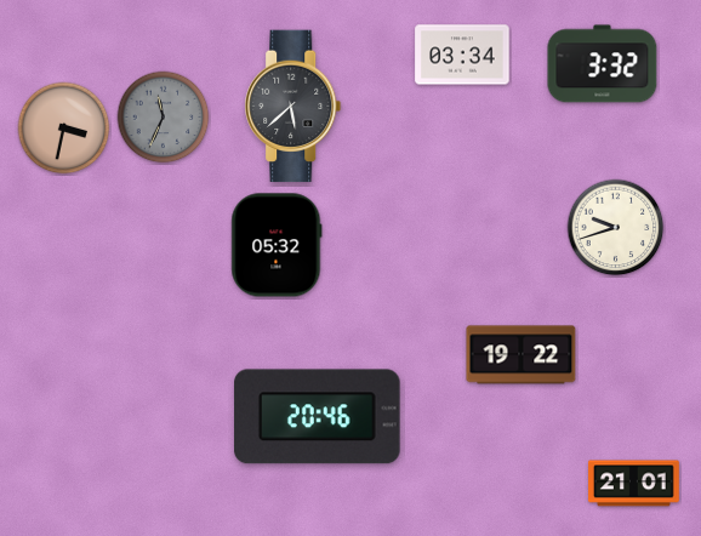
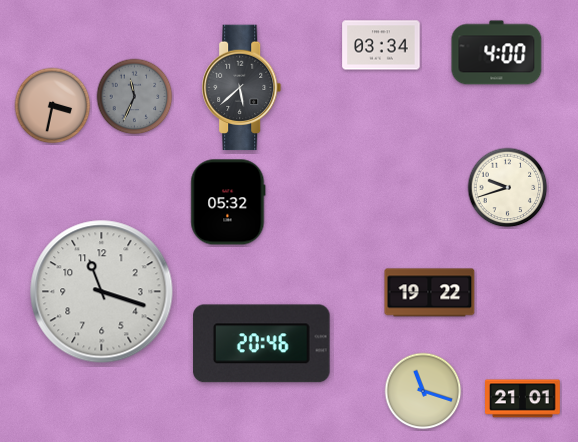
clock at (603, 64): 3:32 -> 4:00
clock at (102, 292): none -> 11:18
clock at (423, 391): none -> 11:18
